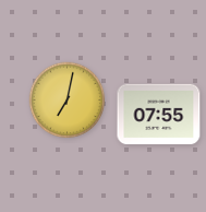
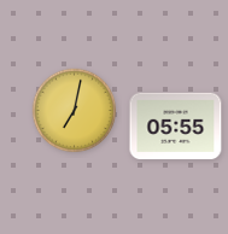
clock at (159, 115): 07:55 -> 05:55
